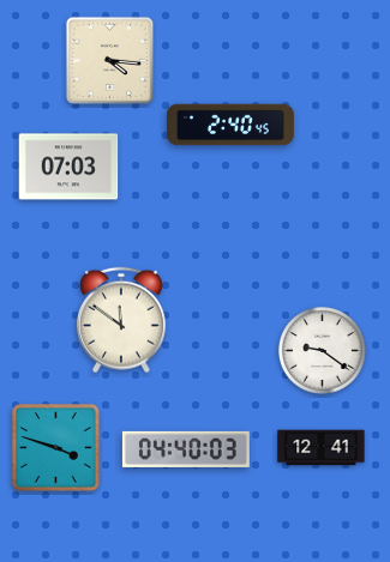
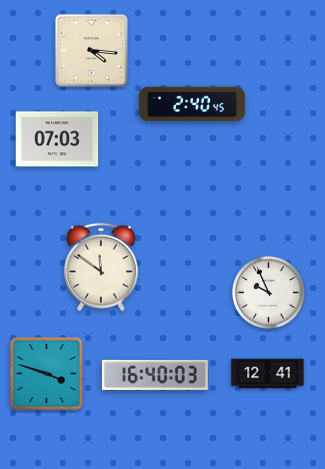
clock at (322, 350): 9:21 -> 9:56
clock at (186, 449): 04:40 -> 16:40
